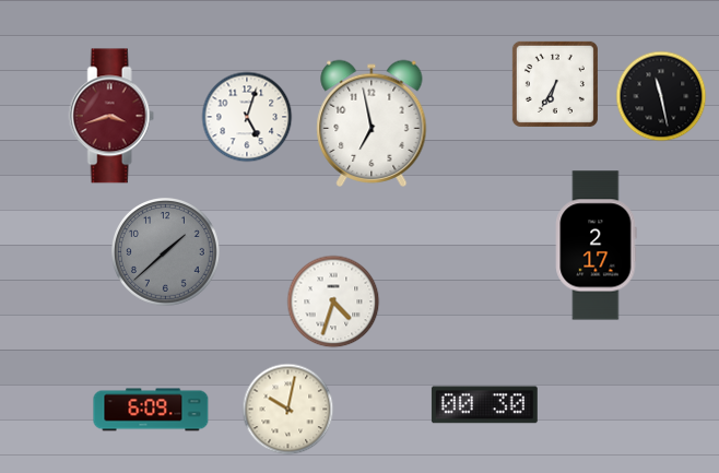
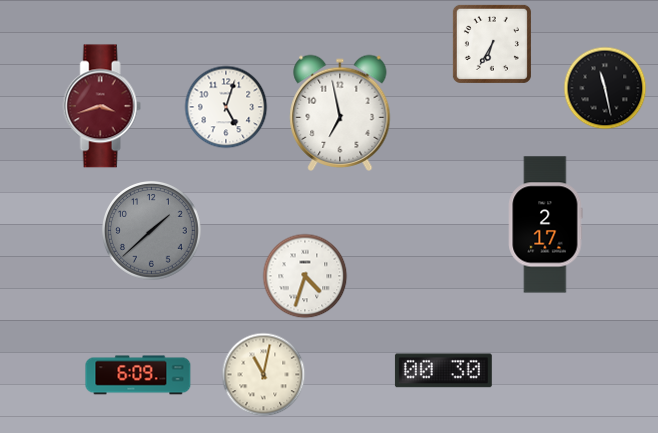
clock at (555, 84) position: (555, 84) -> (492, 44)
clock at (288, 410): 10:02 -> 11:02
